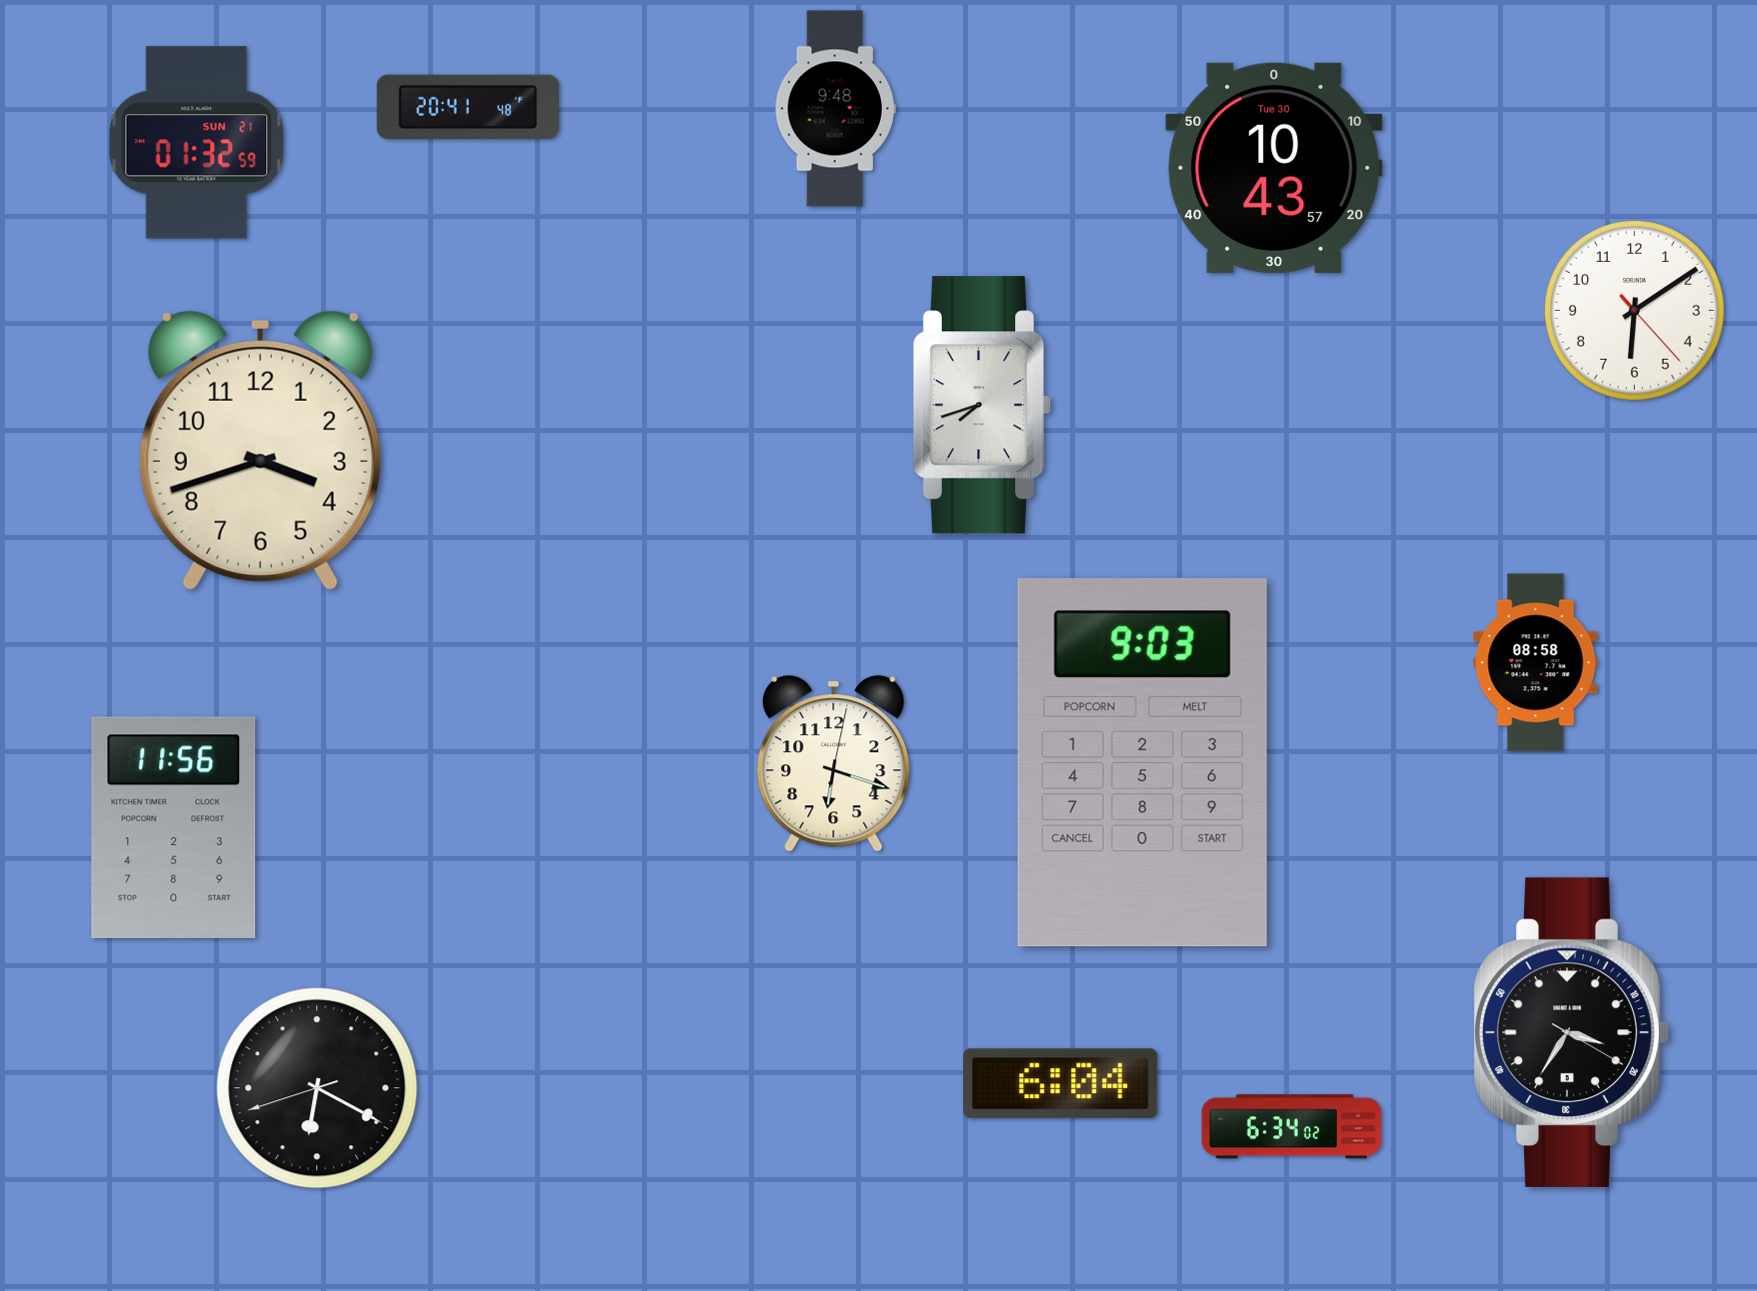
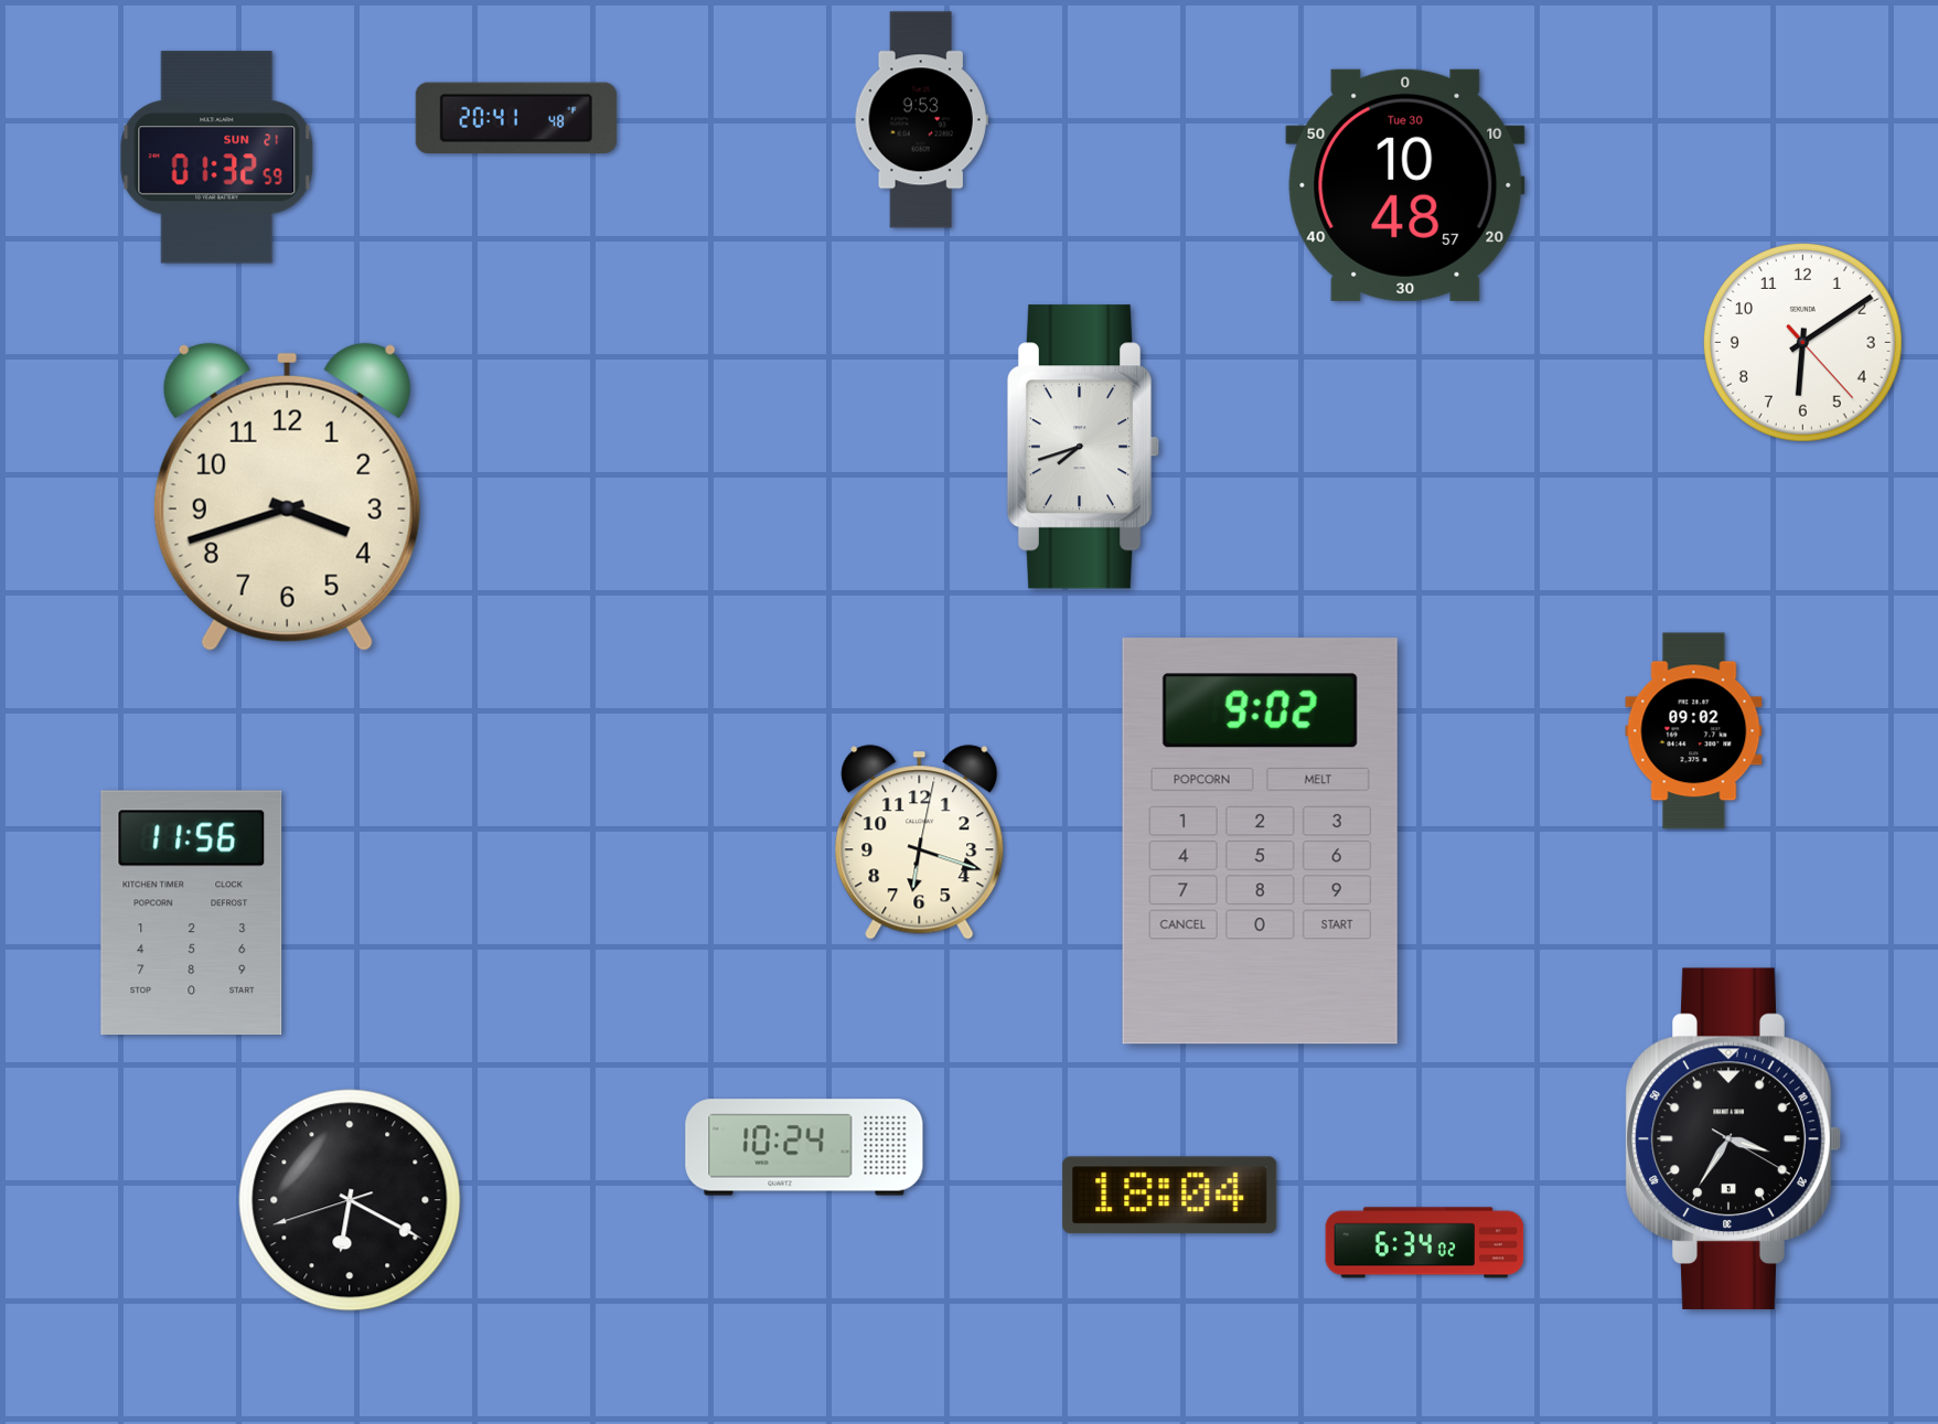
clock at (835, 109): 9:48 -> 9:53
clock at (1274, 168): 10:43 -> 10:48
clock at (1536, 663): 08:58 -> 09:02
clock at (1142, 763): 9:03 -> 9:02
clock at (804, 1147): none -> 10:24
clock at (1061, 1084): 6:04 -> 18:04
